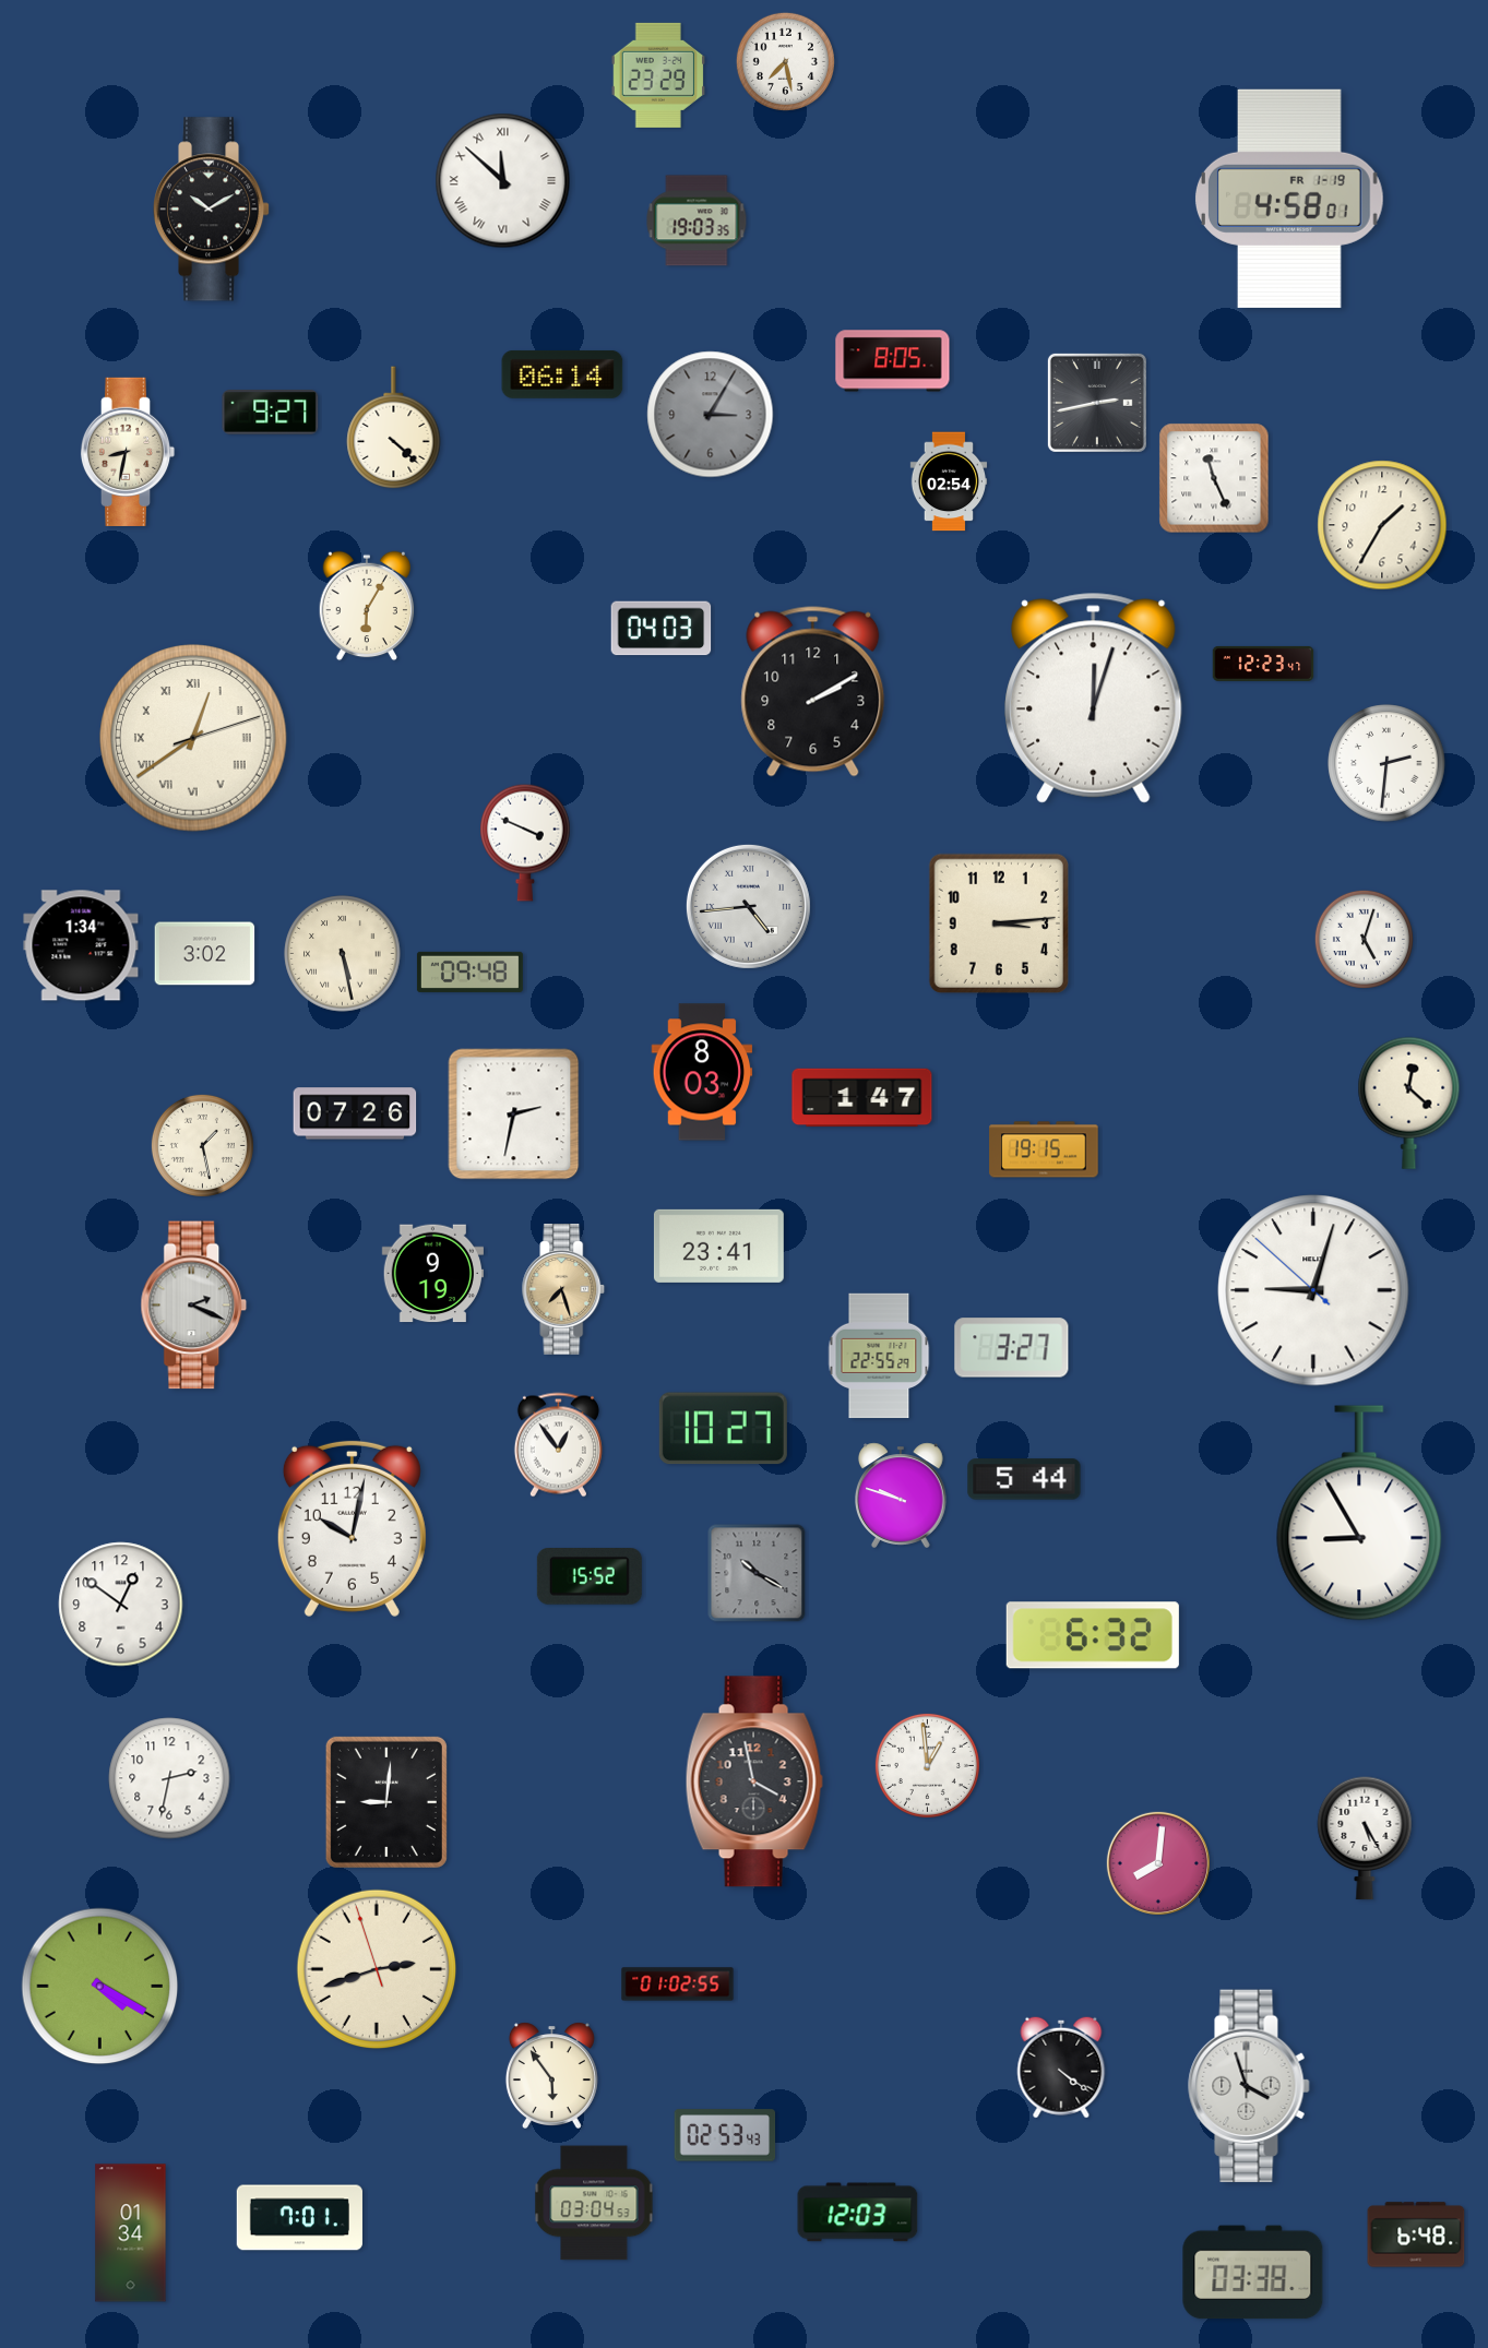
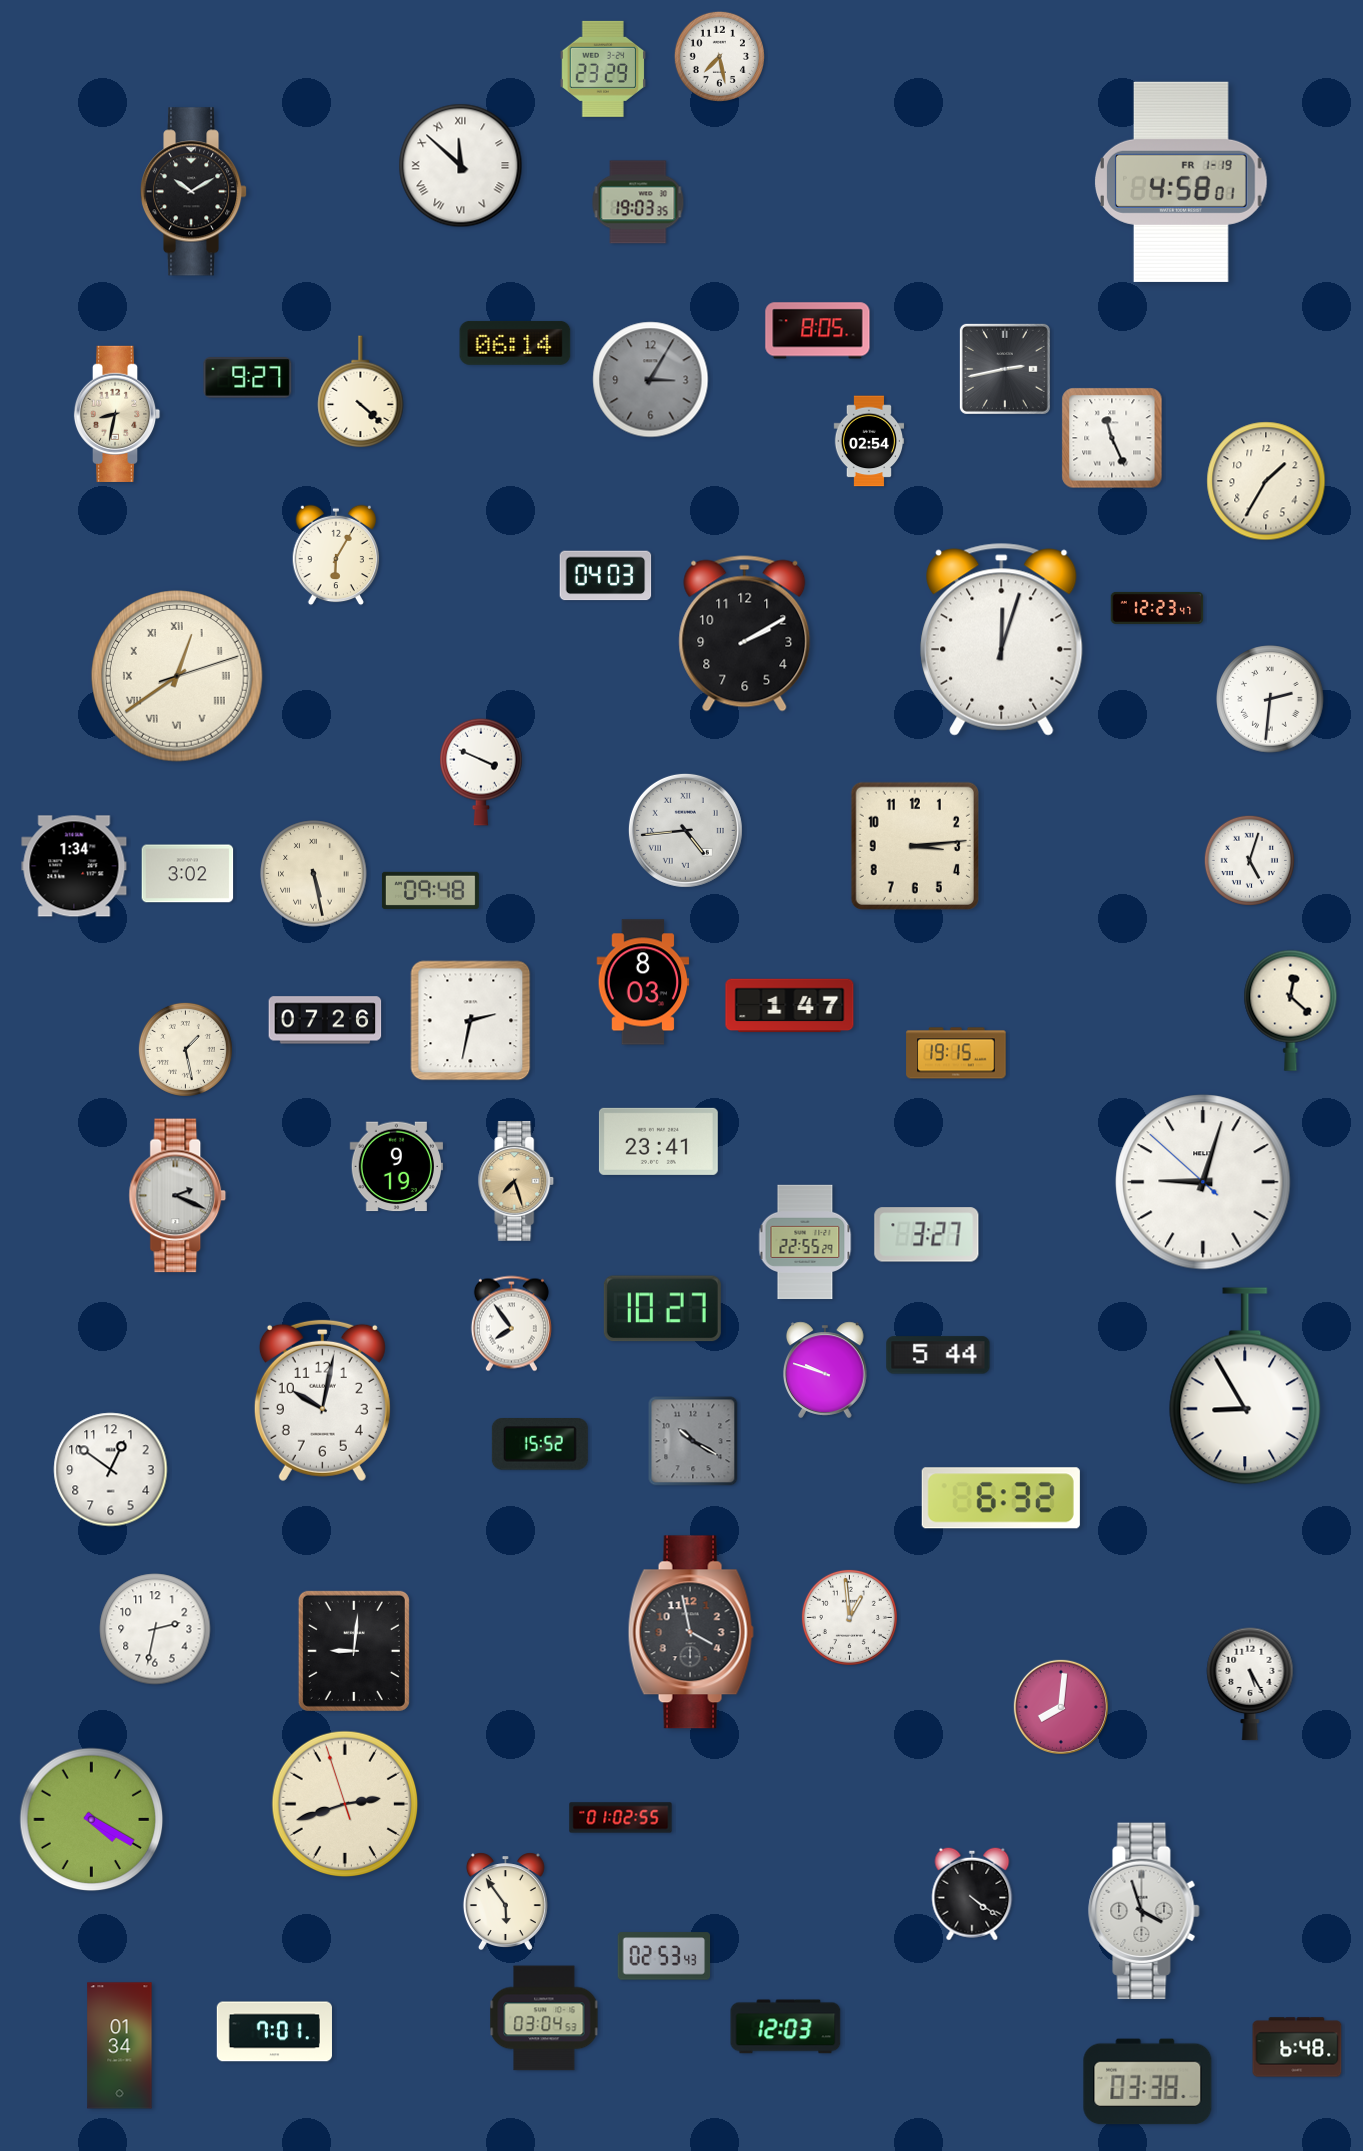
clock at (558, 1445): 12:54 -> 7:54
